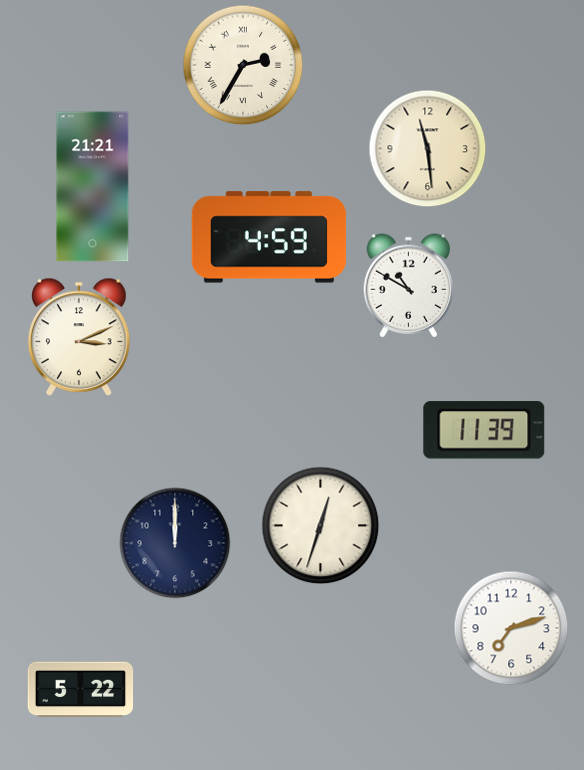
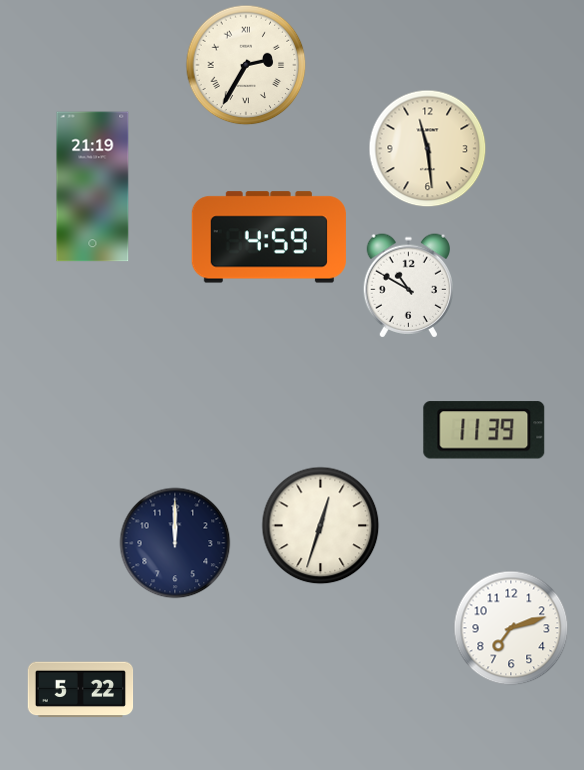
clock at (243, 65) position: (243, 65) -> (246, 65)
clock at (93, 187): 21:21 -> 21:19
clock at (80, 336): 3:11 -> none
